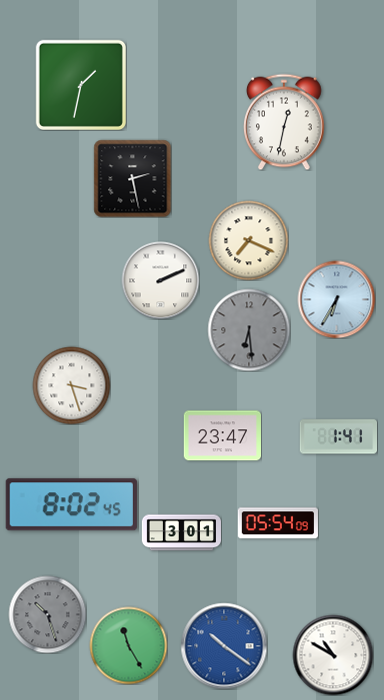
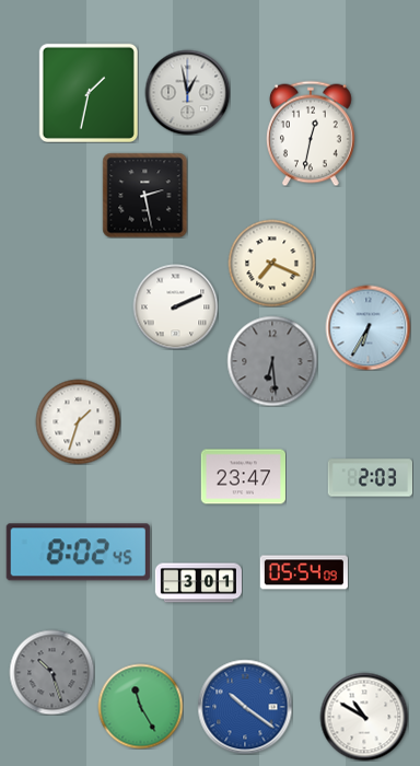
clock at (187, 92): none -> 12:58
clock at (71, 385): 3:27 -> 1:33
clock at (338, 437): 1:41 -> 2:03
